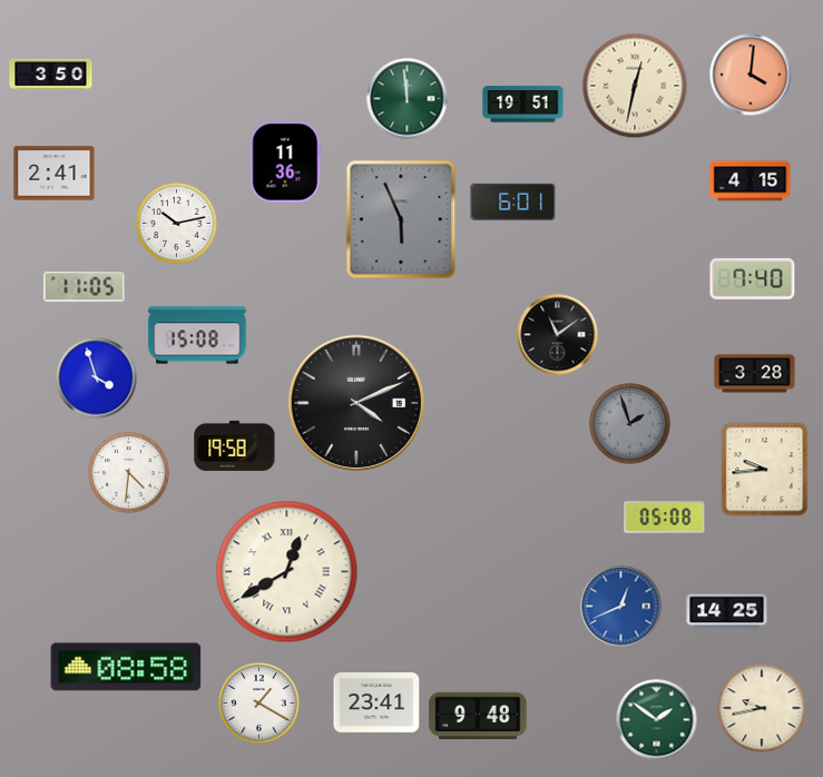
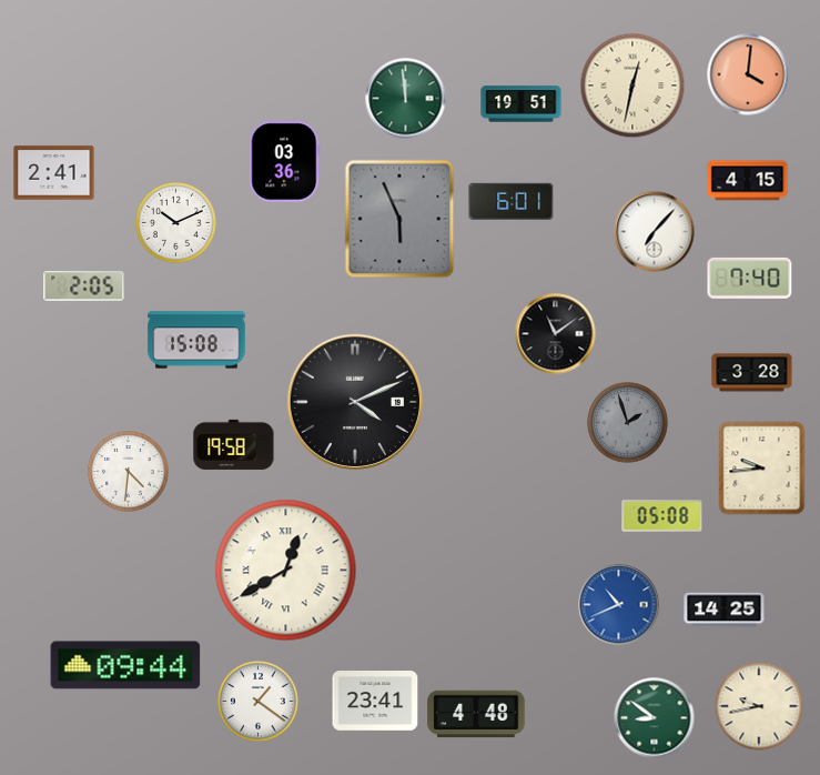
clock at (51, 73): 3:50 -> none
clock at (286, 163): 11:36 -> 03:36
clock at (177, 224): 10:13 -> 10:11
clock at (655, 232): none -> 7:07
clock at (85, 287): 11:05 -> 2:05
clock at (197, 335) position: (197, 335) -> (196, 340)
clock at (97, 378): 3:57 -> none
clock at (621, 607): 12:41 -> 10:41
clock at (126, 667): 08:58 -> 09:44
clock at (259, 704): 1:20 -> 1:21
clock at (478, 716): 9:48 -> 4:48
clock at (657, 720): 1:51 -> 8:51
